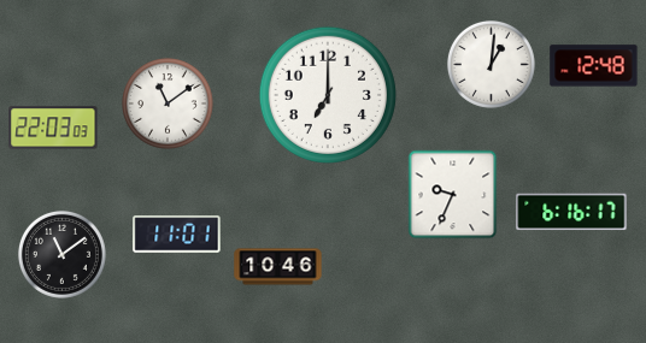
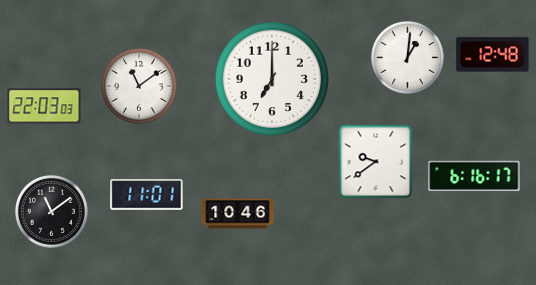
clock at (491, 64) position: (491, 64) -> (407, 57)
clock at (453, 195): 9:34 -> 9:39
clock at (278, 267) position: (278, 267) -> (238, 214)
